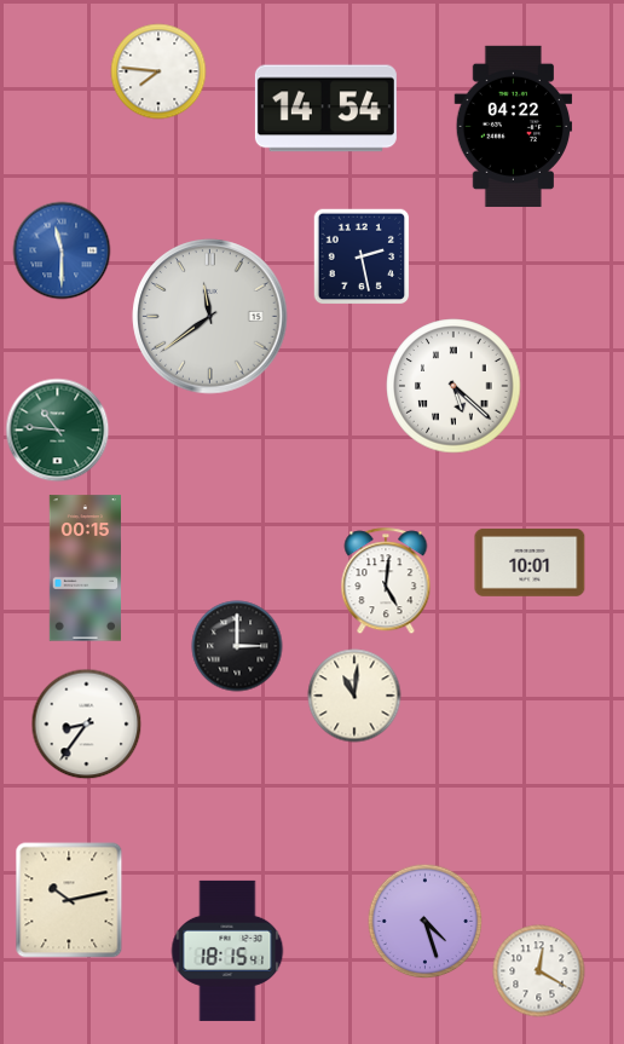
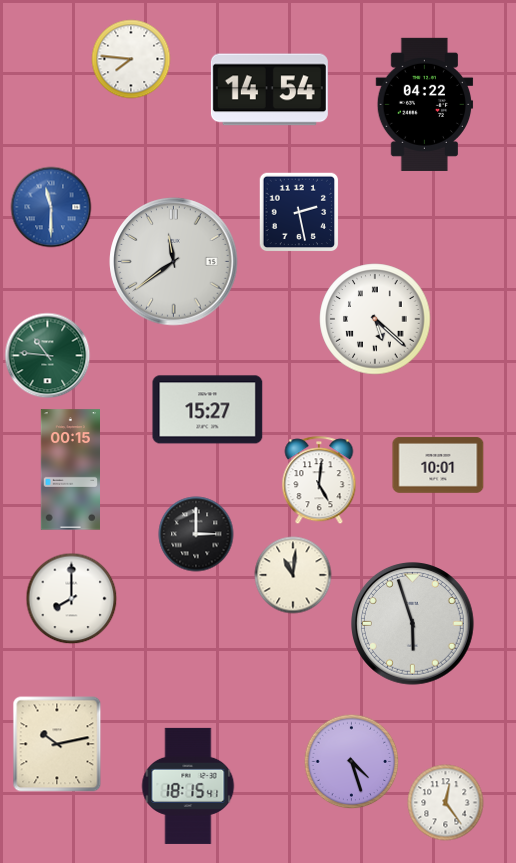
clock at (208, 410): none -> 15:27
clock at (87, 725): 8:36 -> 8:00
clock at (413, 624): none -> 5:57
clock at (539, 971): 12:20 -> 12:24
